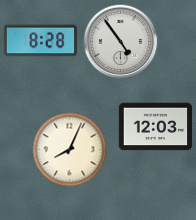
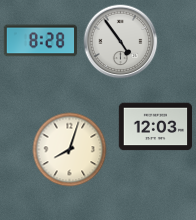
clock at (70, 150): 8:04 -> 8:03
